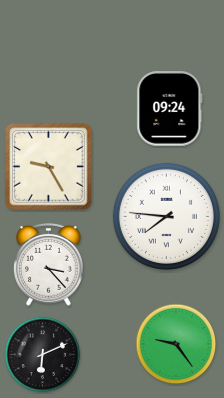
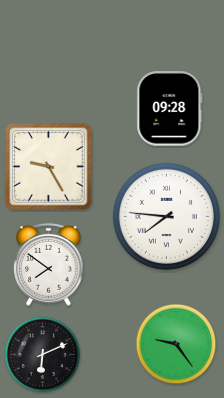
clock at (170, 109): 09:24 -> 09:28
clock at (49, 264): 3:23 -> 7:51
